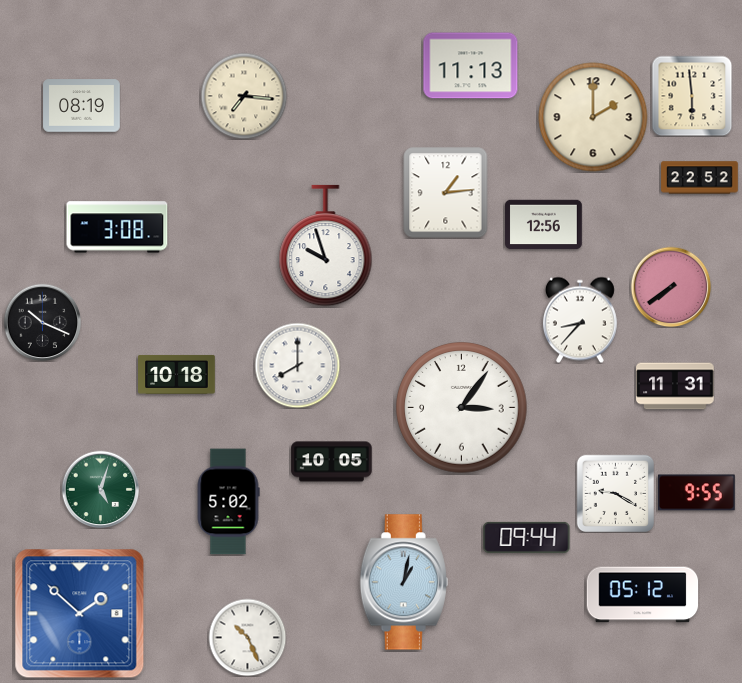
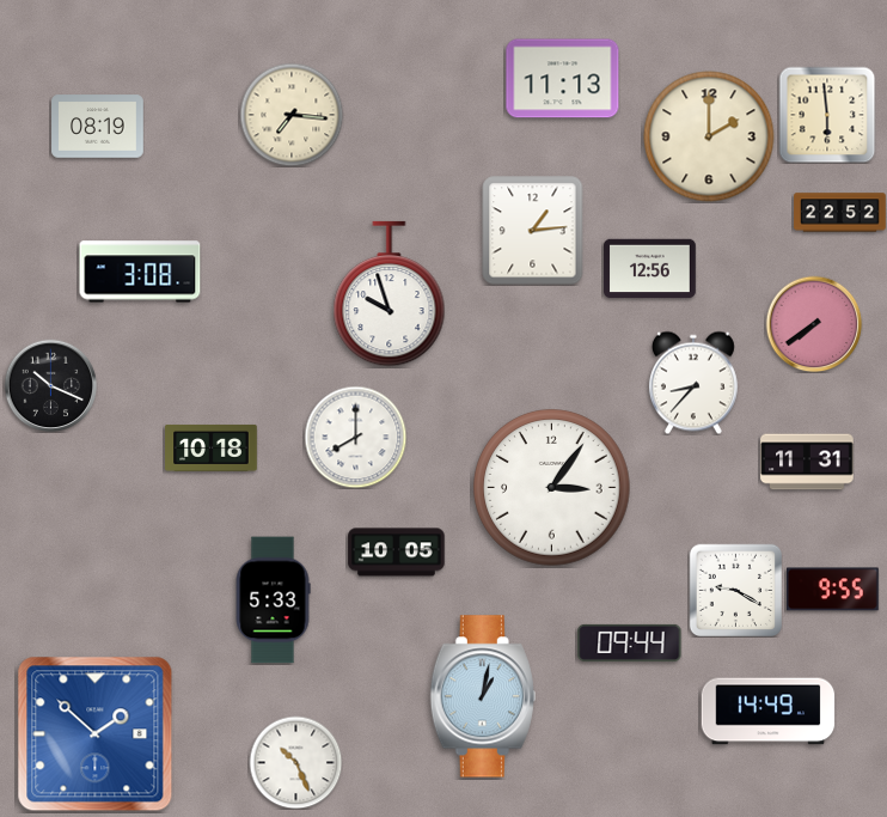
clock at (593, 117) position: (593, 117) -> (709, 136)
clock at (700, 178) position: (700, 178) -> (840, 213)
clock at (671, 287) position: (671, 287) -> (814, 324)
clock at (100, 489): 5:03 -> none
clock at (228, 502): 5:02 -> 5:33
clock at (643, 595): 05:12 -> 14:49
